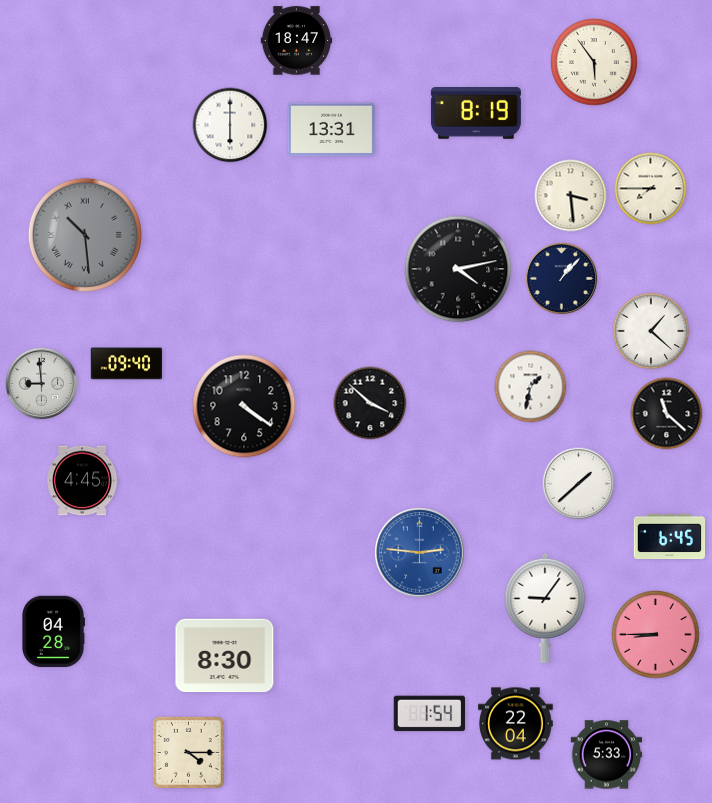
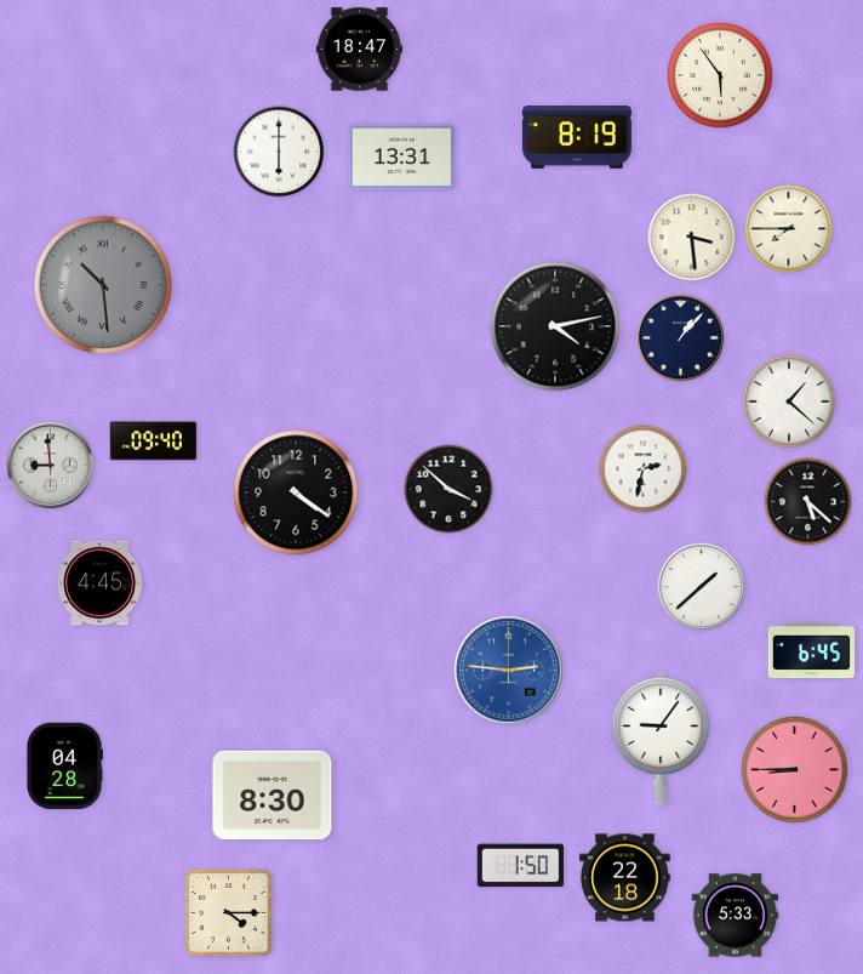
clock at (531, 387): 1:32 -> 2:32
clock at (667, 414): 11:22 -> 5:22
clock at (429, 714): 1:54 -> 1:50
clock at (516, 724): 22:04 -> 22:18
